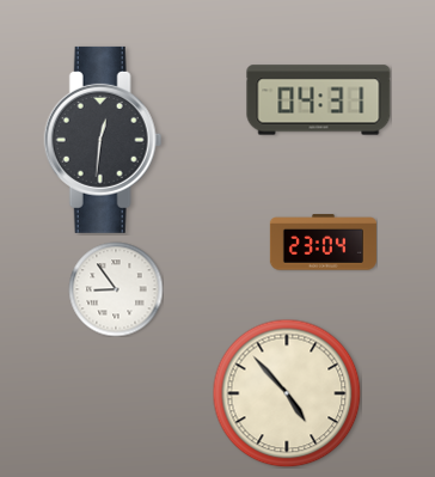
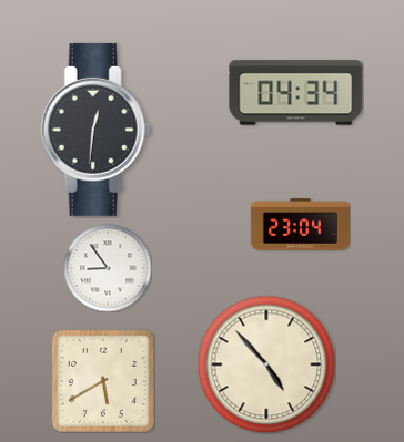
clock at (319, 100): 04:31 -> 04:34
clock at (103, 381): none -> 5:40
